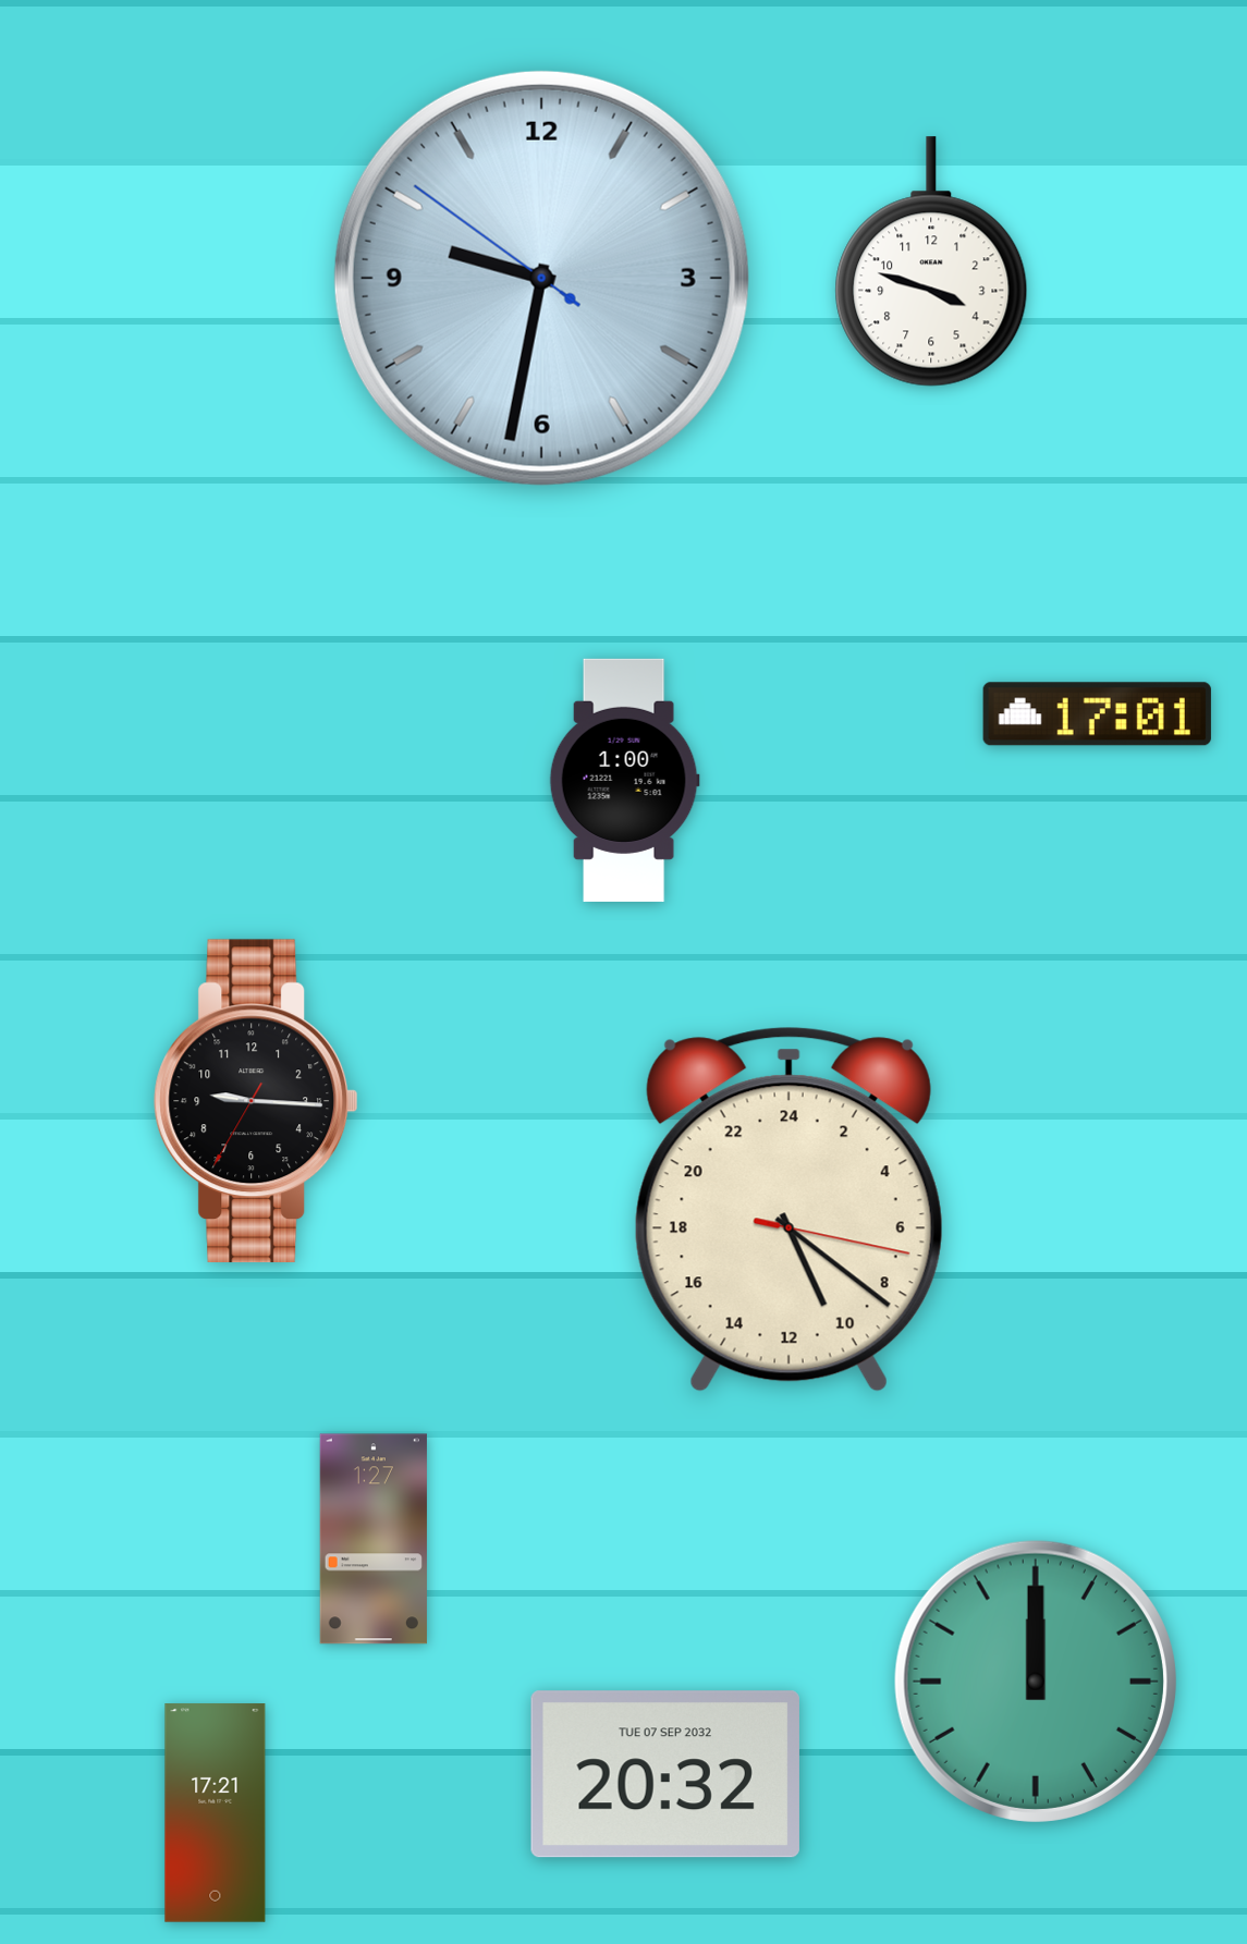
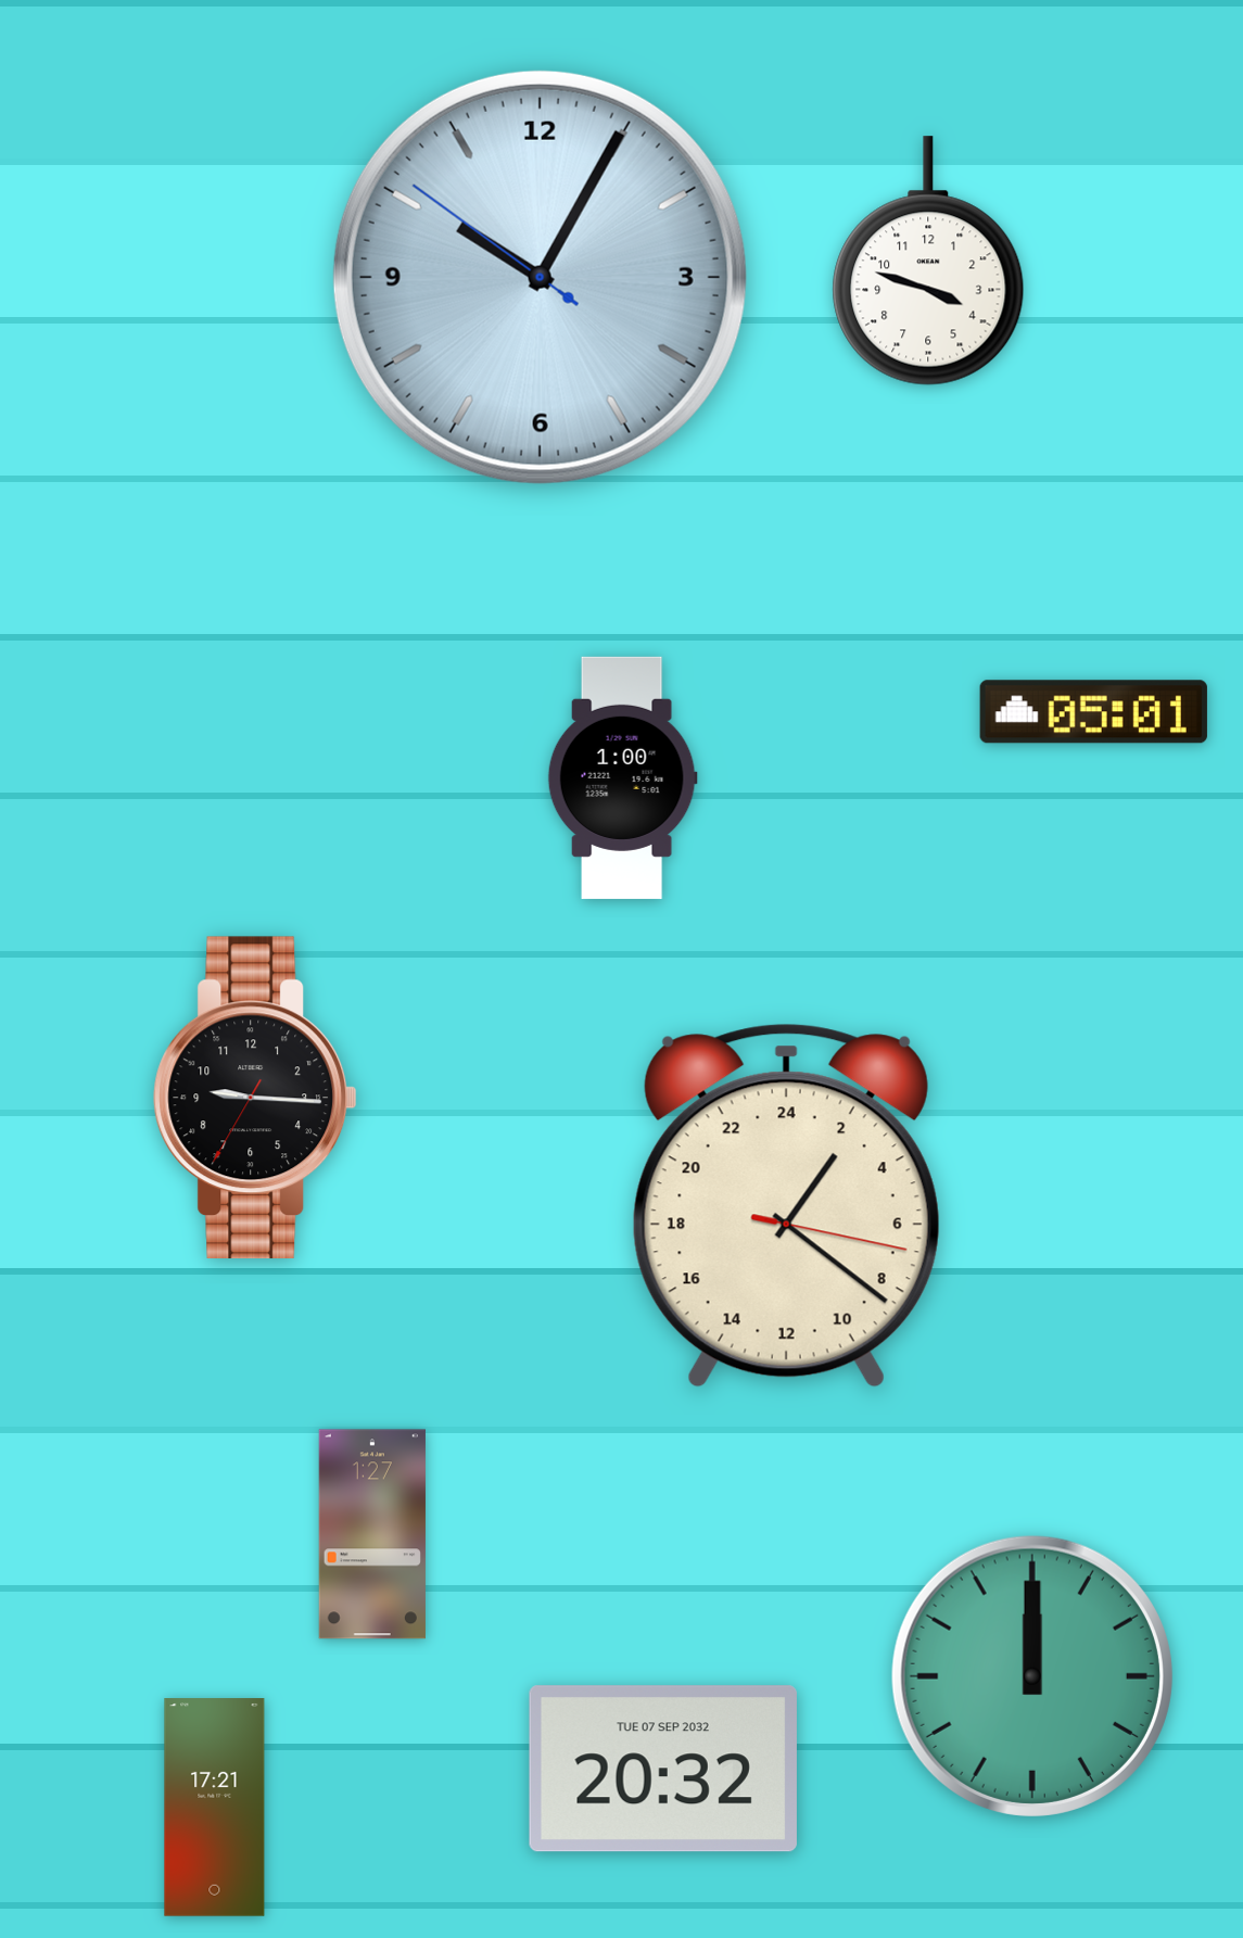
clock at (541, 278): 9:31 -> 10:04
clock at (1097, 714): 17:01 -> 05:01
clock at (788, 1209): 10:21 -> 2:21
